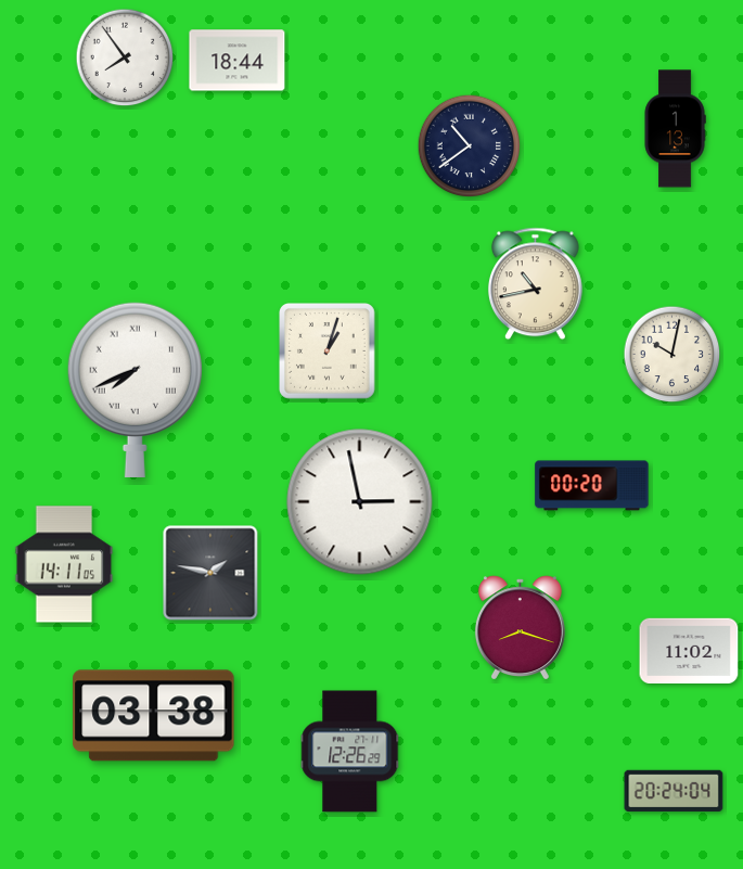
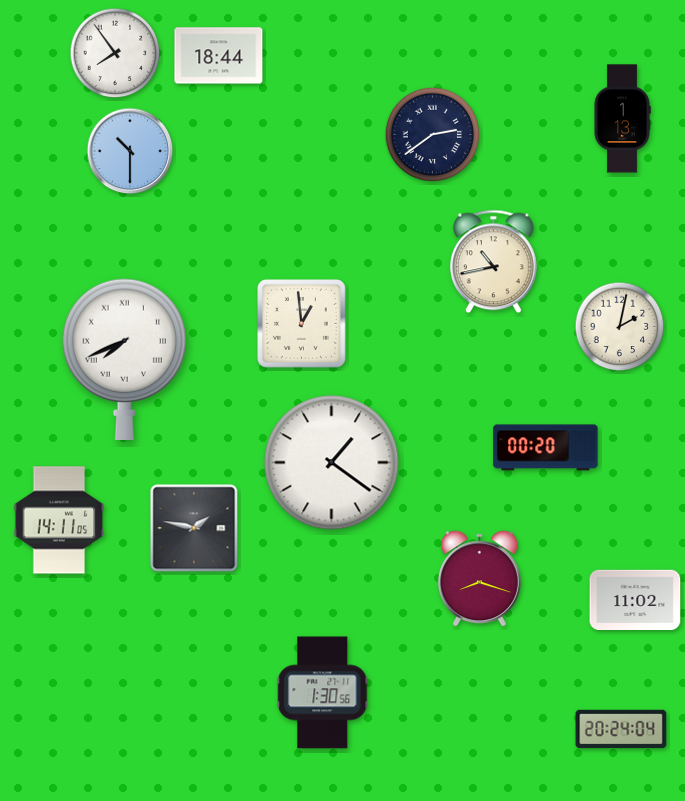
clock at (470, 146): 10:39 -> 2:39
clock at (130, 151): none -> 10:30
clock at (328, 352): 1:03 -> 12:59
clock at (672, 355): 10:02 -> 2:02
clock at (360, 502): 2:58 -> 1:21
clock at (154, 716): 03:38 -> none
clock at (350, 752): 12:26 -> 1:30
